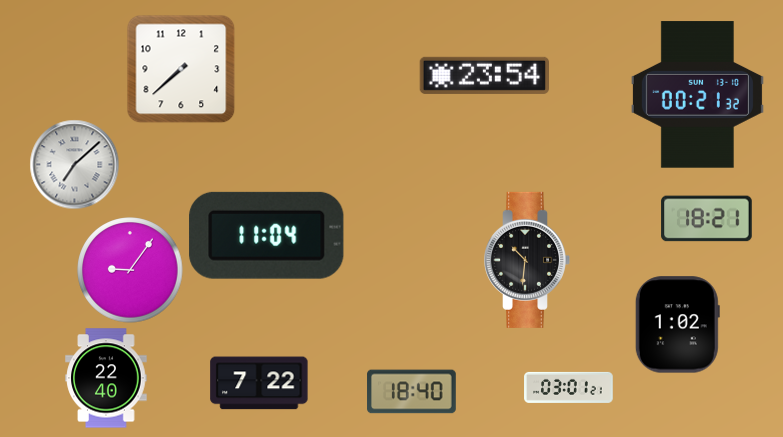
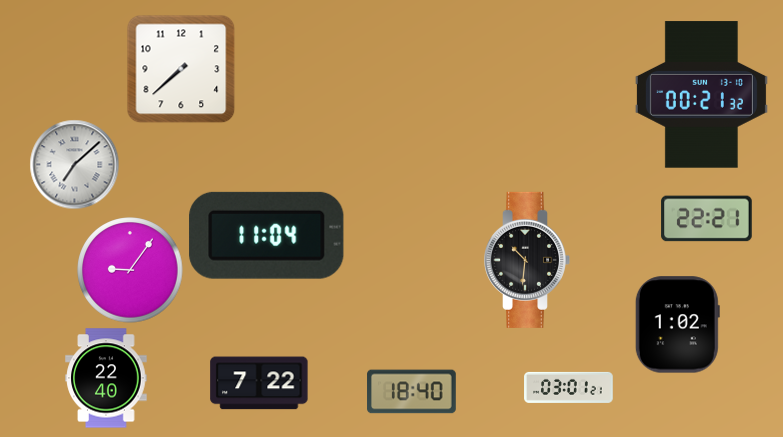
clock at (484, 75): 23:54 -> none
clock at (697, 95) position: (697, 95) -> (701, 95)
clock at (707, 219): 18:21 -> 22:21
